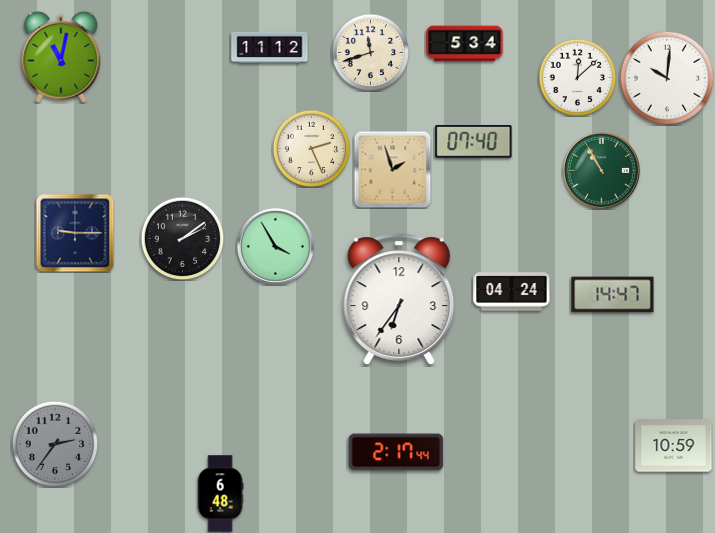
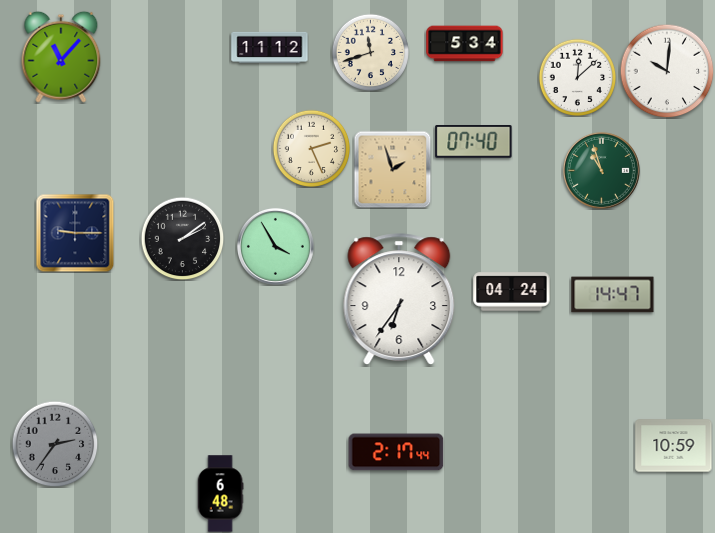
clock at (61, 57): 11:02 -> 11:07
clock at (667, 78) position: (667, 78) -> (667, 71)
clock at (601, 170): 10:55 -> 10:57
